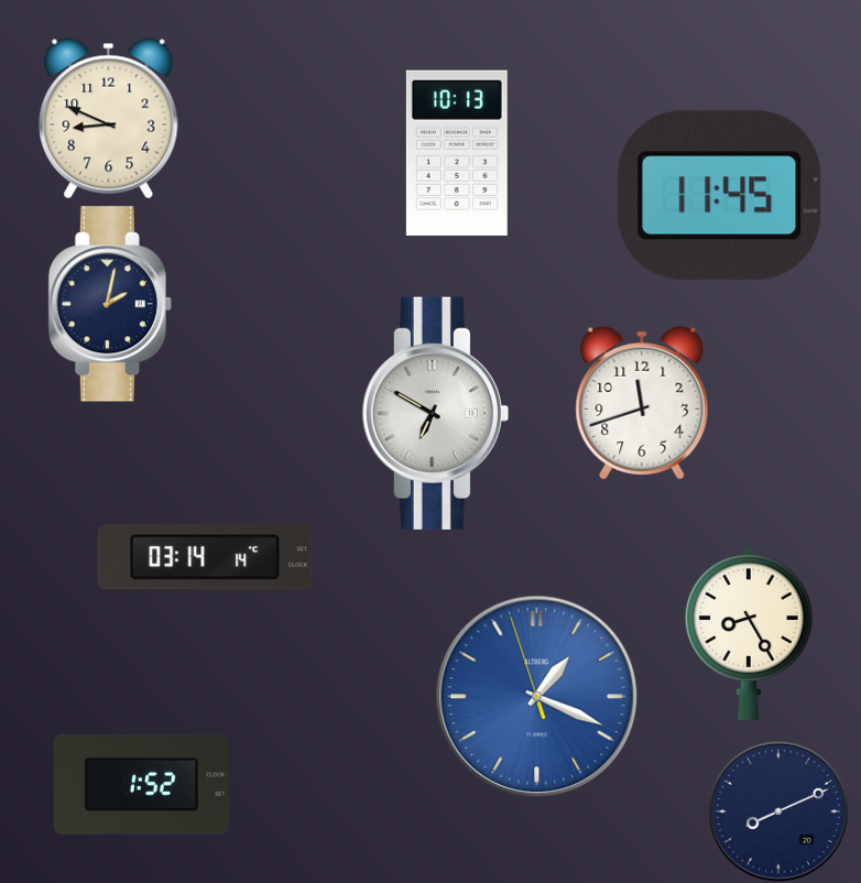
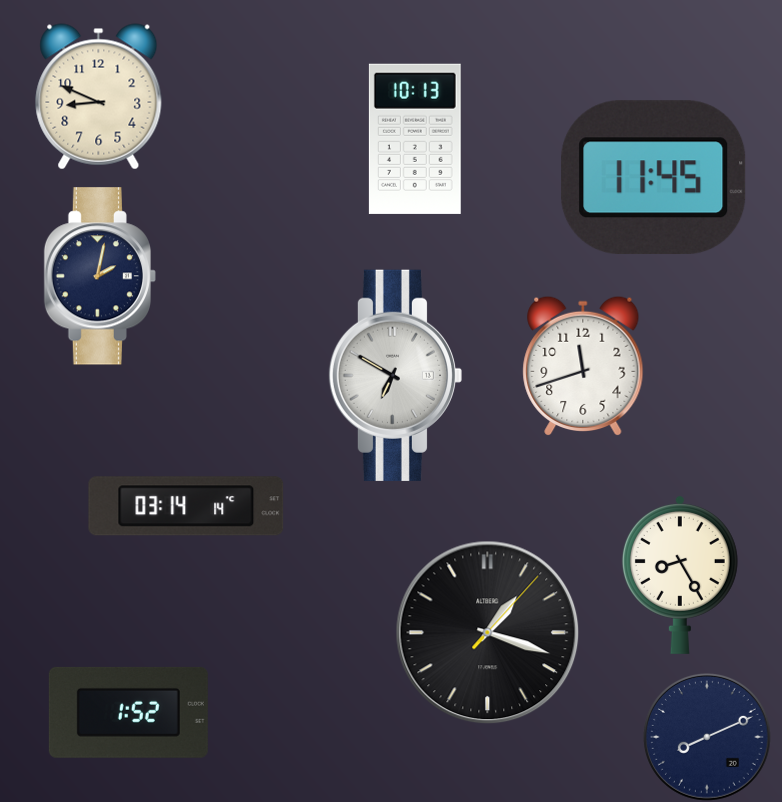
clock at (109, 119) position: (109, 119) -> (99, 97)
clock at (537, 697): 1:18:57 -> 1:18:07
clock at (537, 697) dial: blue -> black
